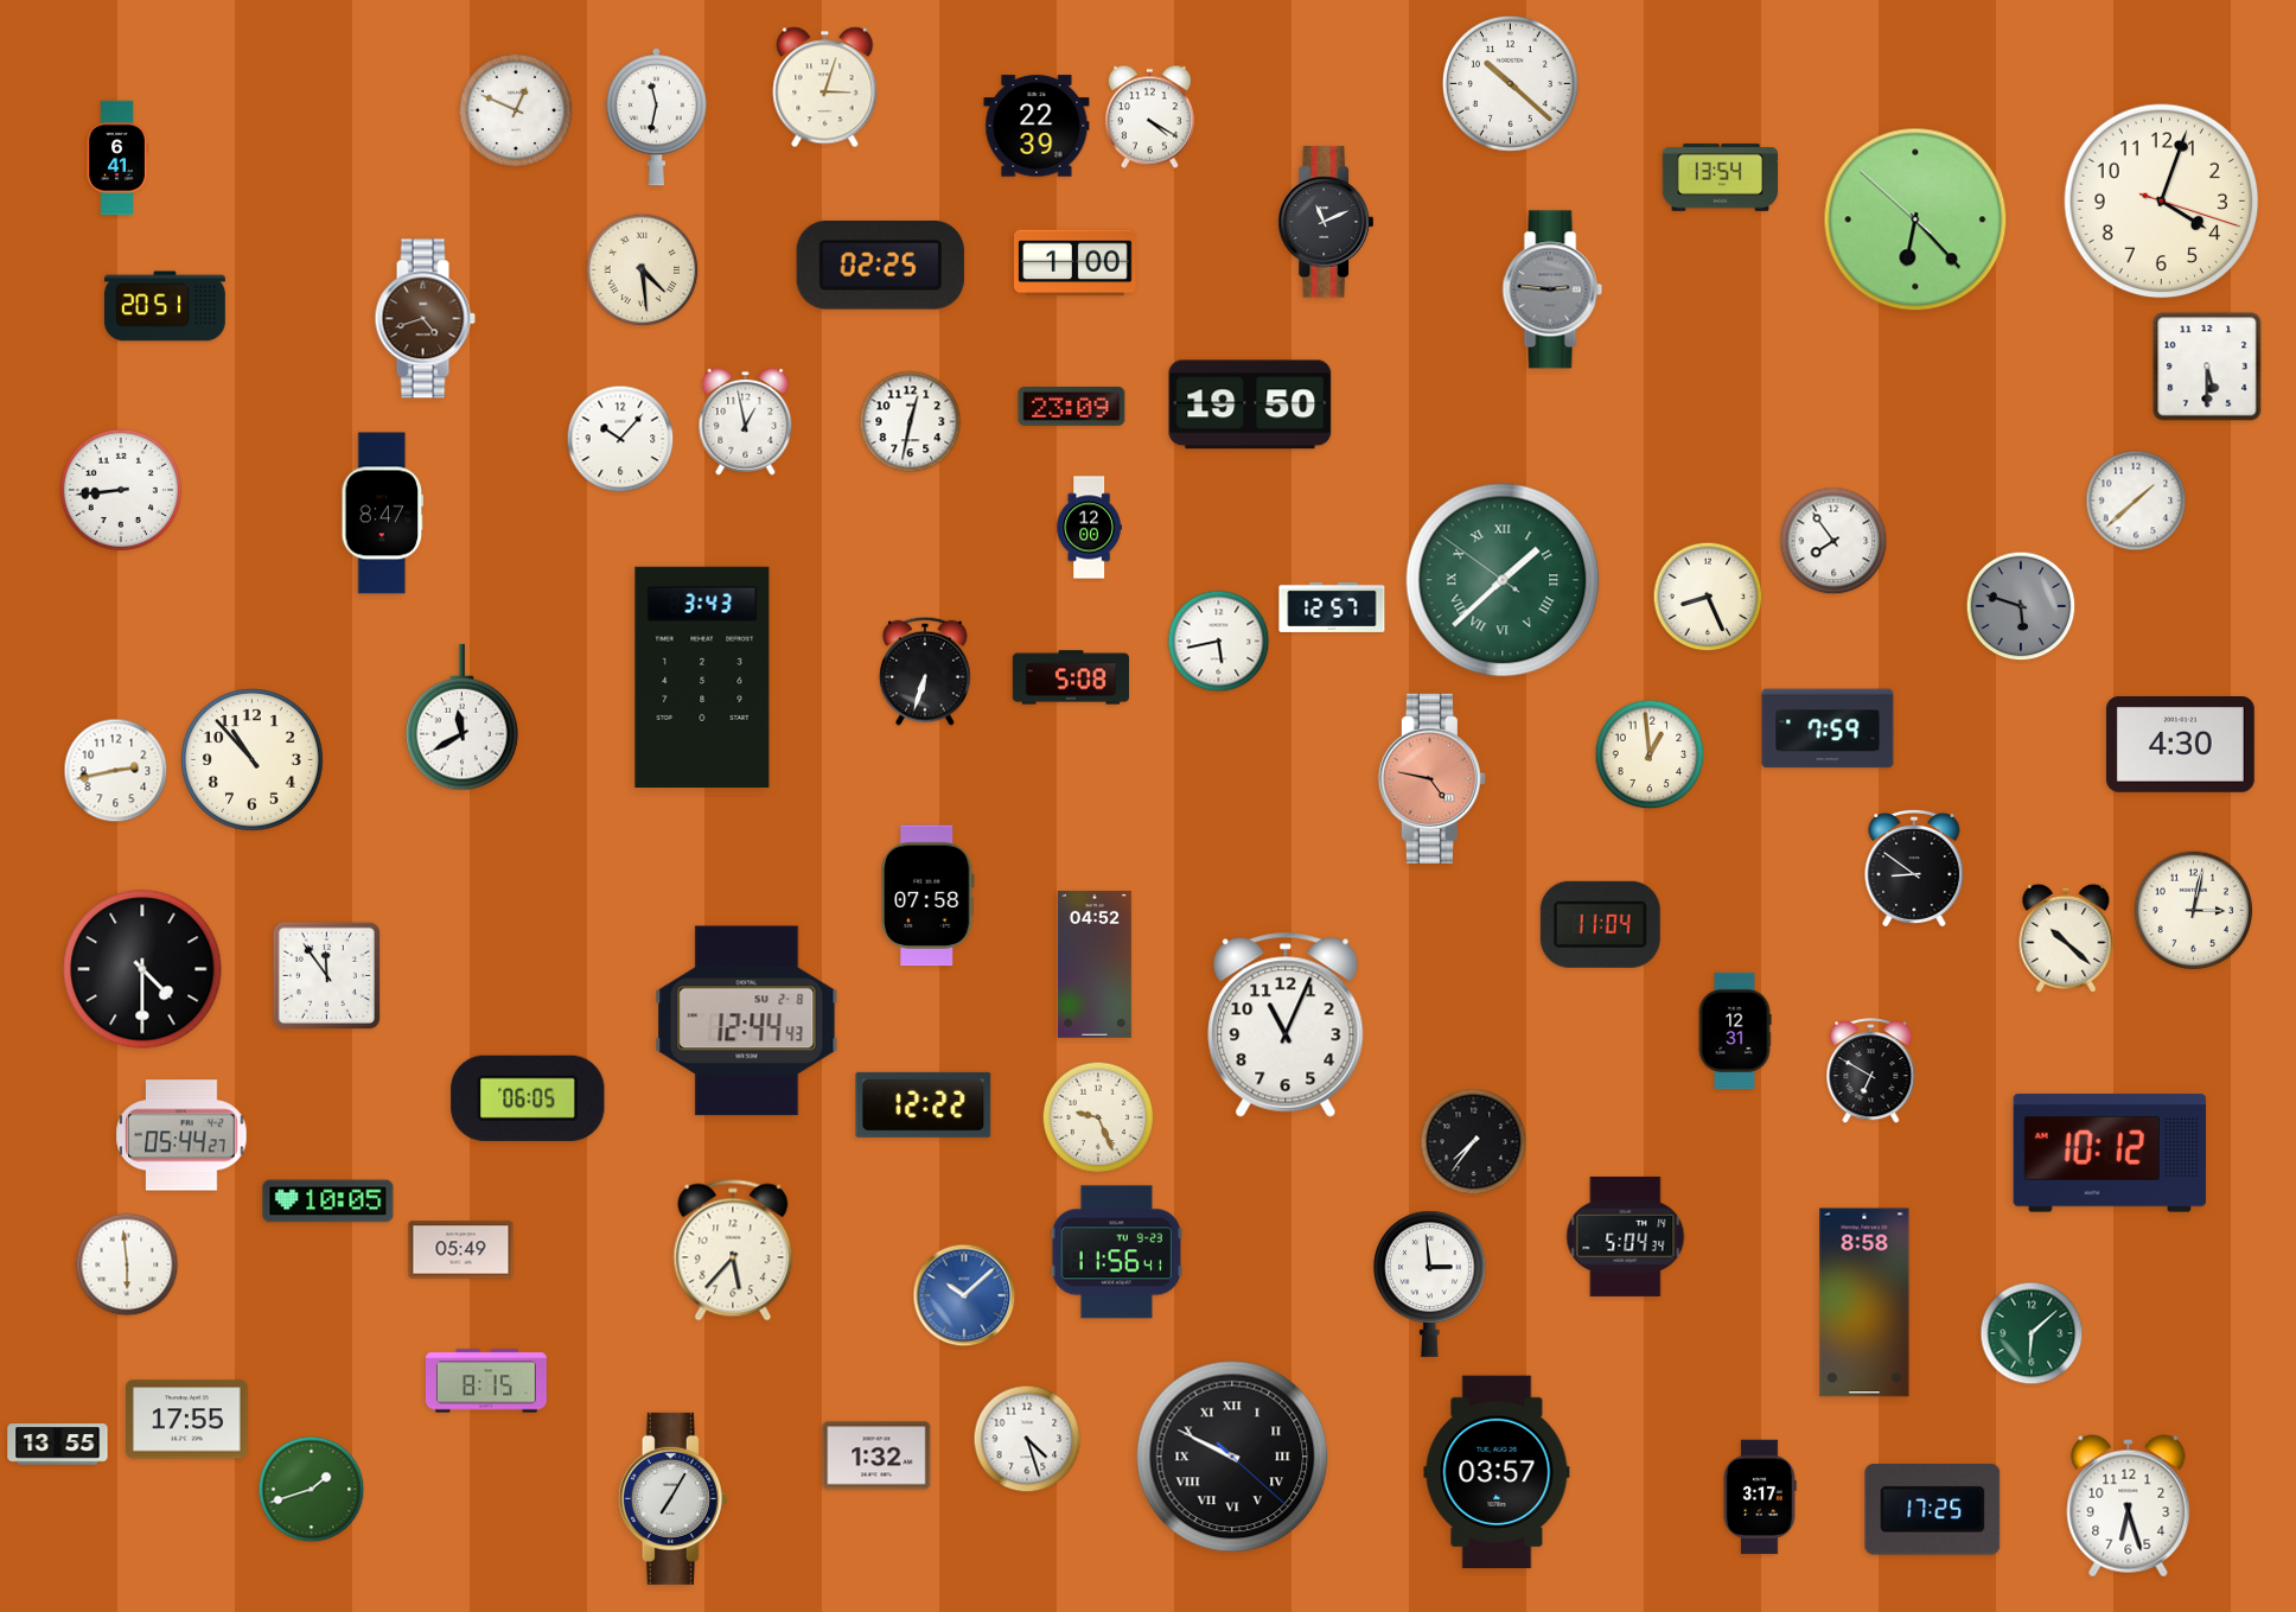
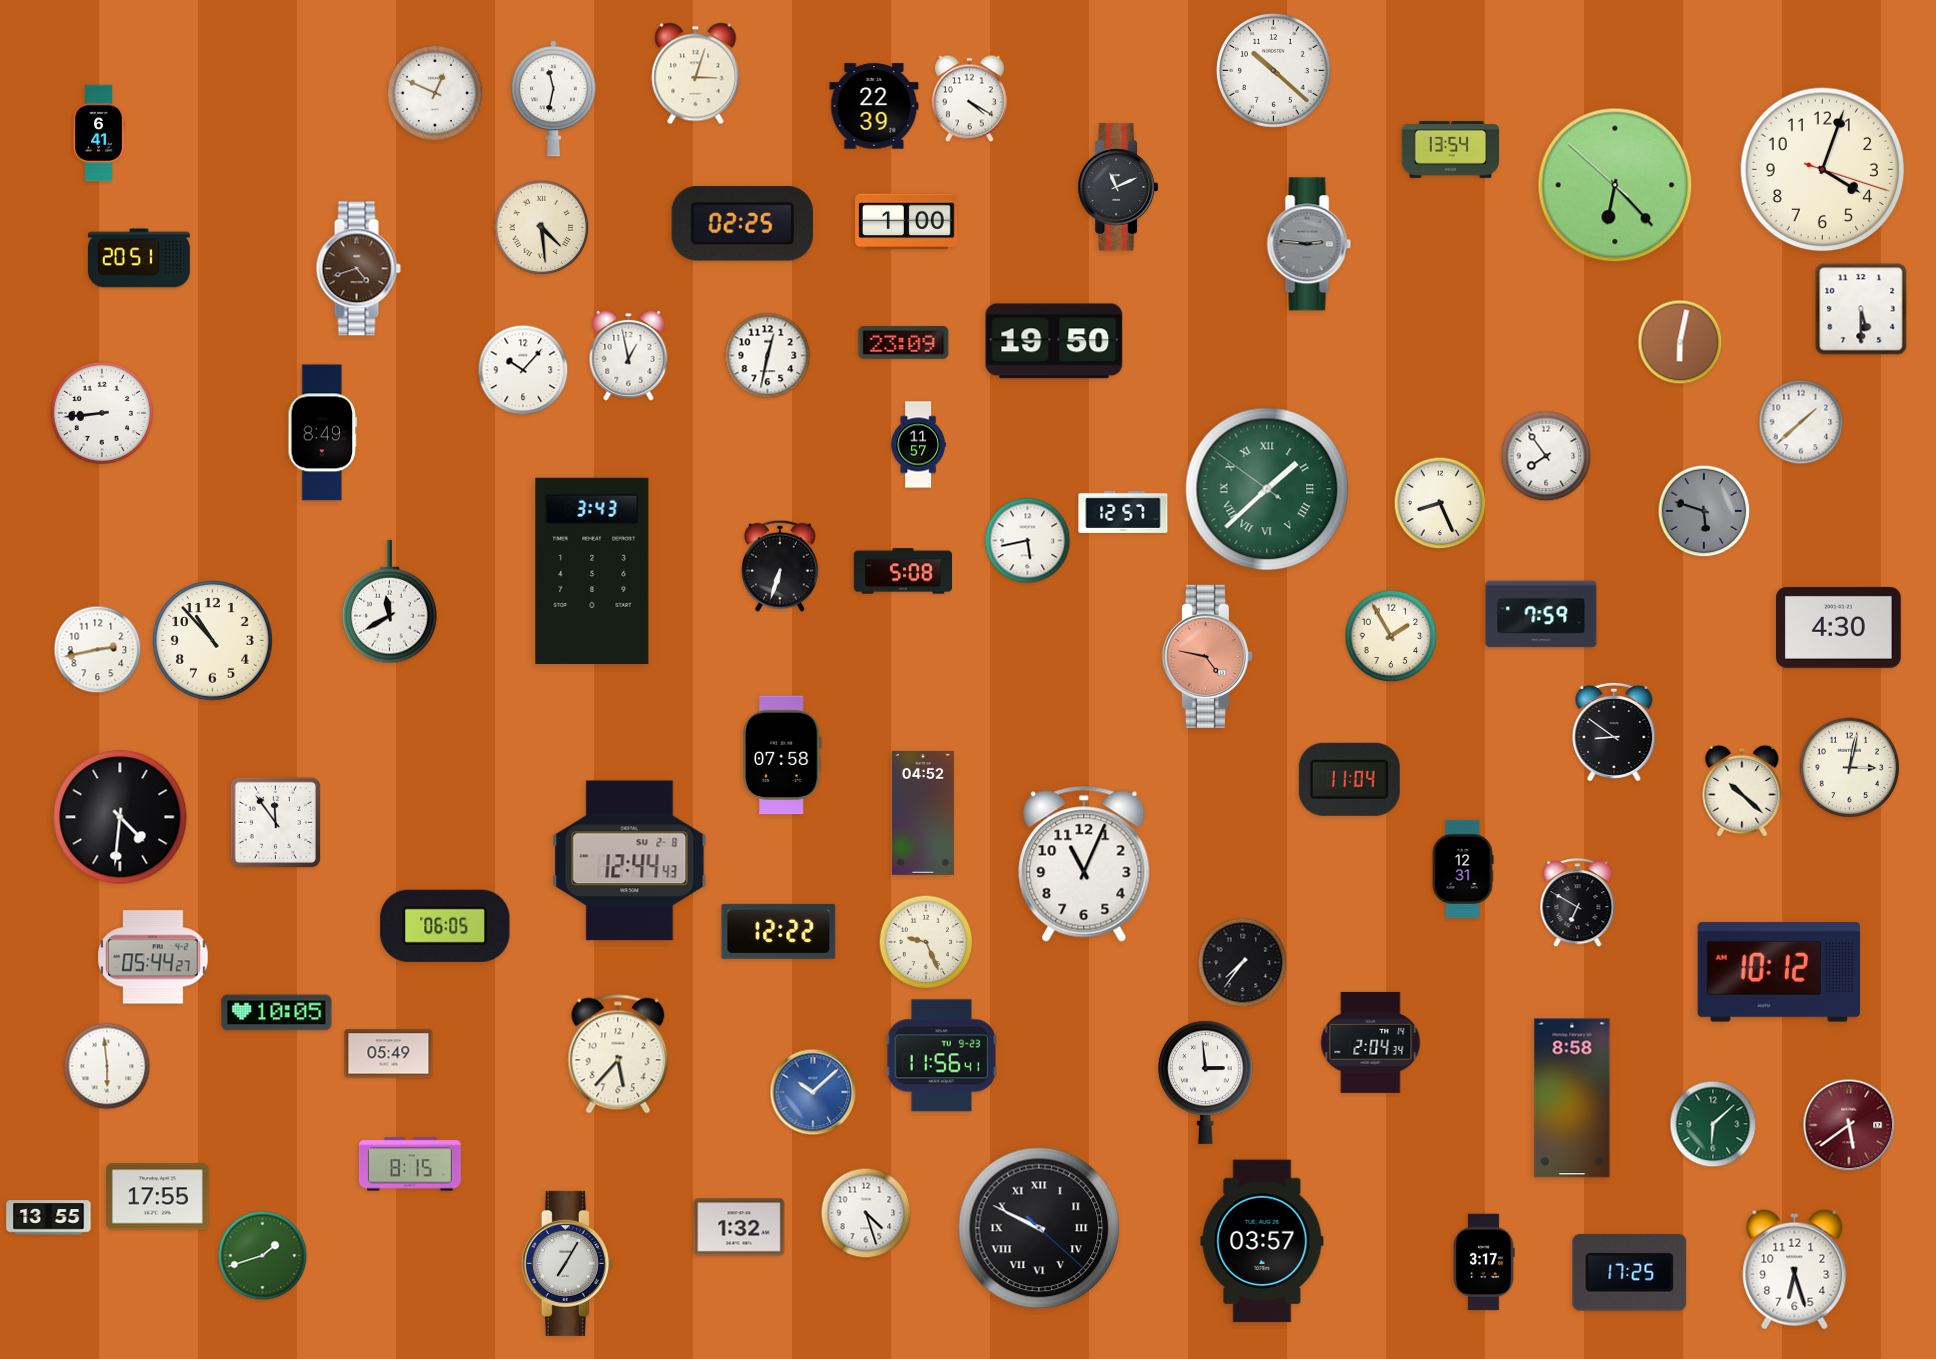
clock at (1680, 342): none -> 6:02
clock at (383, 514): 8:47 -> 8:49
clock at (1089, 528): 12:00 -> 11:57
clock at (463, 718) position: (463, 718) -> (390, 602)
clock at (1650, 754): 12:59 -> 1:55
clock at (142, 969): 4:30 -> 4:31
clock at (1626, 1236): 5:04 -> 2:04
clock at (1849, 1125): none -> 5:39
